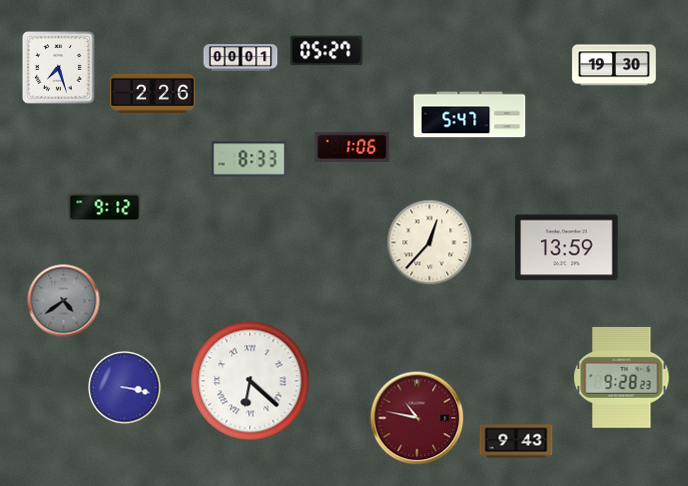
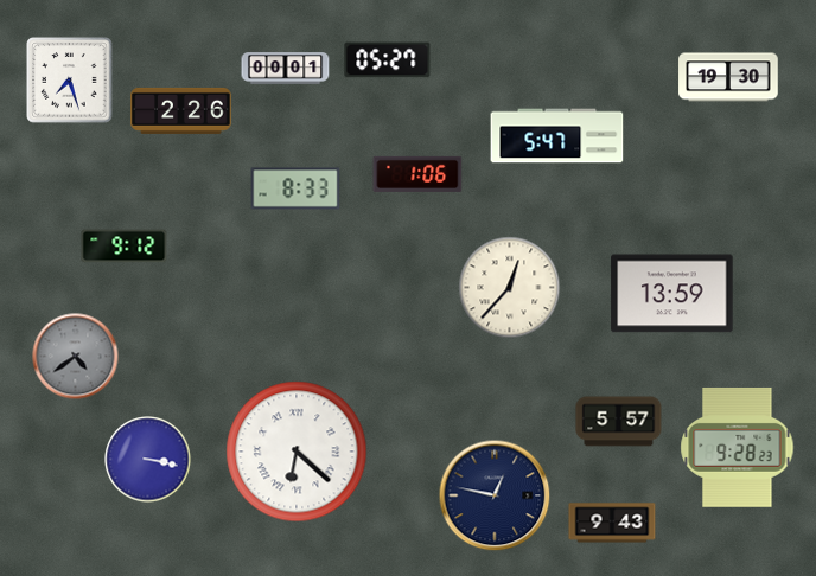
clock at (619, 422): none -> 5:57
clock at (417, 418): 10:47 -> 12:47
clock at (417, 418) dial: burgundy -> navy
